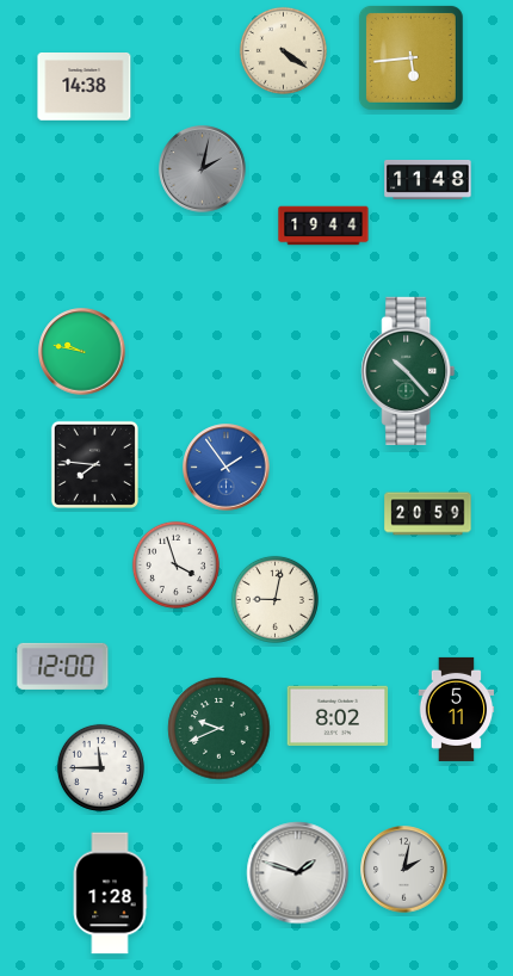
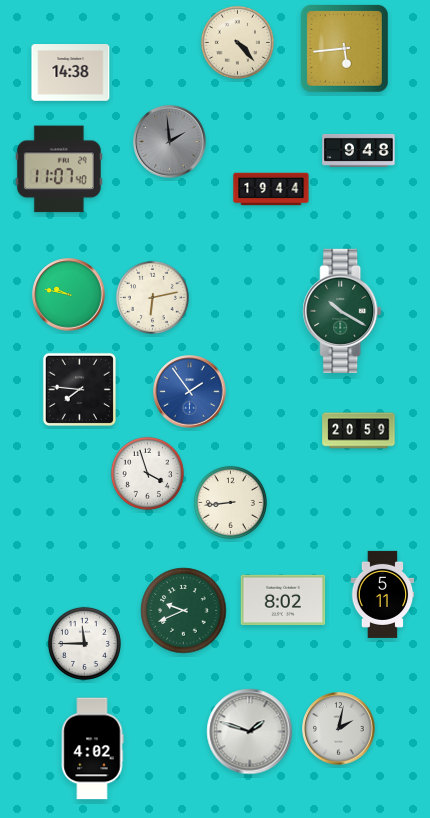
clock at (283, 50): 4:21 -> 4:23
clock at (203, 169): 2:02 -> 1:59
clock at (428, 179): 11:48 -> 9:48
clock at (59, 169): none -> 11:07
clock at (152, 297): none -> 6:13
clock at (408, 371): 10:23 -> 10:20
clock at (274, 599): 9:02 -> 8:44
clock at (63, 666): 12:00 -> none
clock at (110, 894): 1:28 -> 4:02
